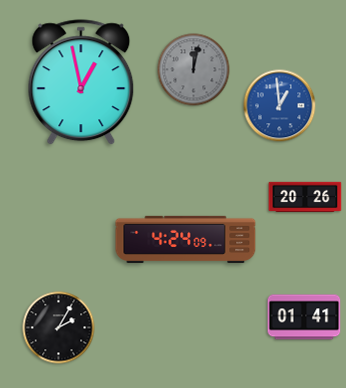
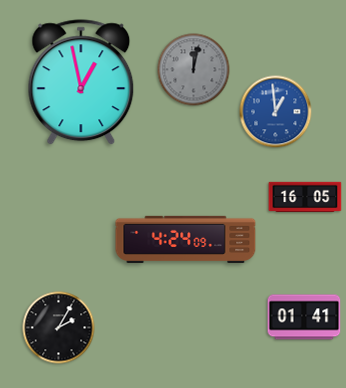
clock at (280, 106) position: (280, 106) -> (276, 112)
clock at (305, 197): 20:26 -> 16:05
